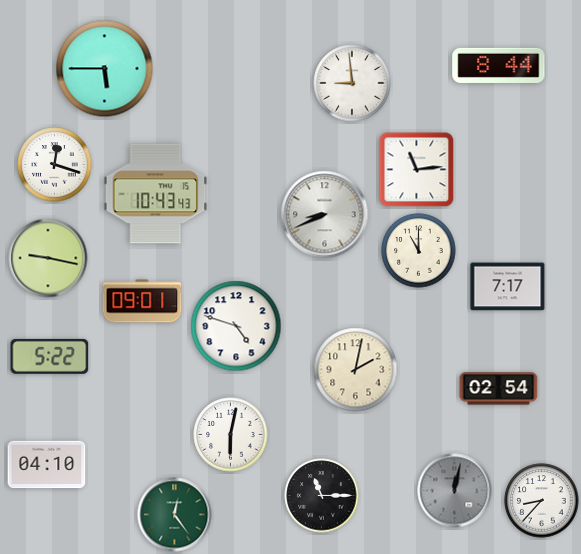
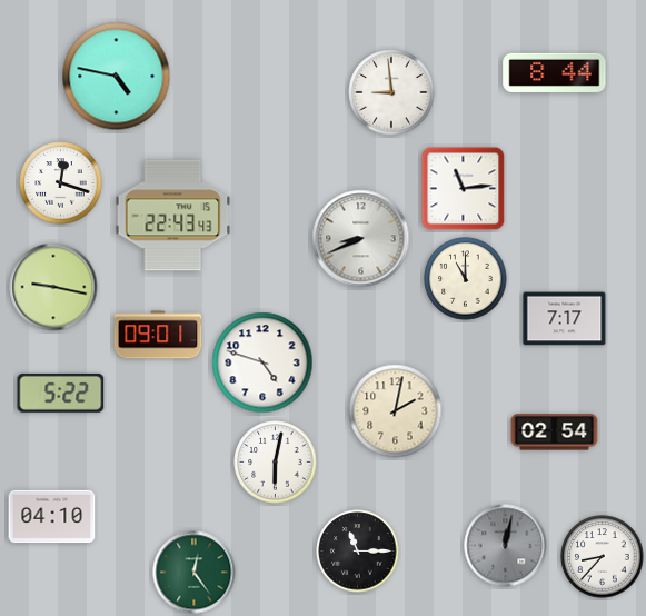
clock at (105, 69): 5:45 -> 4:47
clock at (156, 194): 10:43 -> 22:43
clock at (50, 356) position: (50, 356) -> (61, 393)
clock at (231, 435) position: (231, 435) -> (276, 463)
